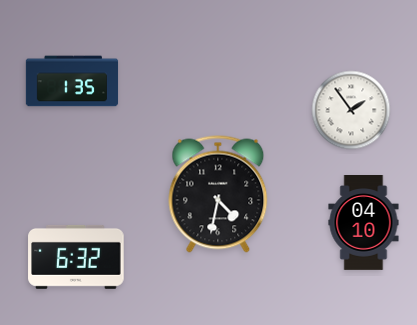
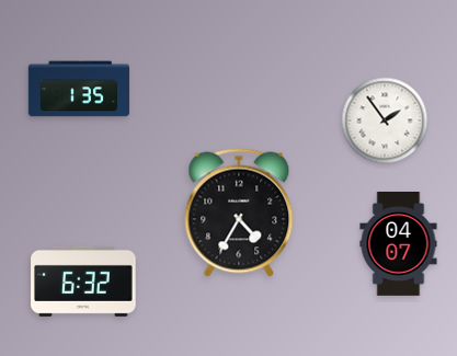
clock at (218, 194): 4:32 -> 4:35
clock at (364, 223): 04:10 -> 04:07
